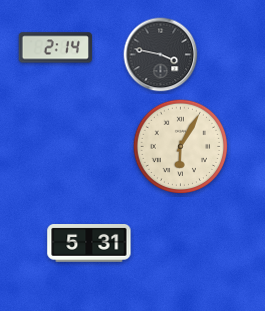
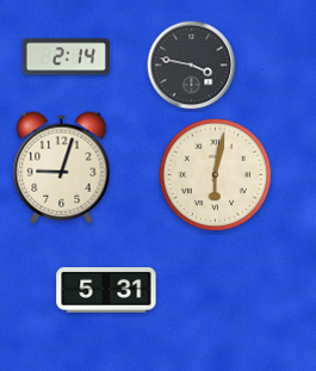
clock at (62, 168): none -> 9:03
clock at (181, 147): 6:05 -> 6:02
